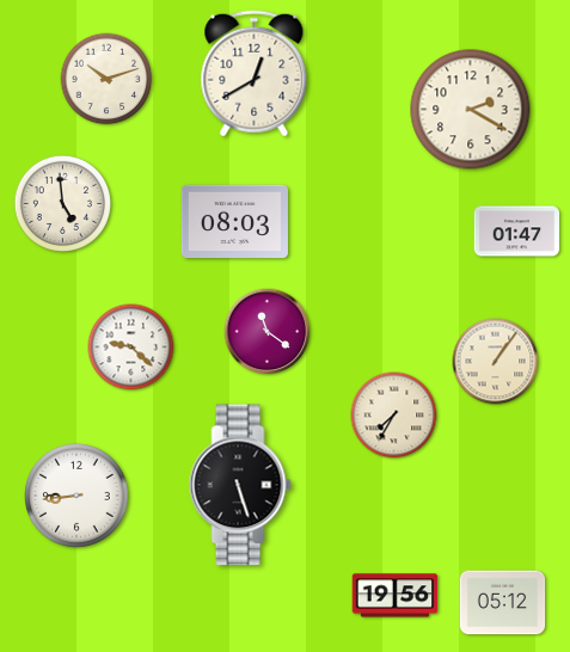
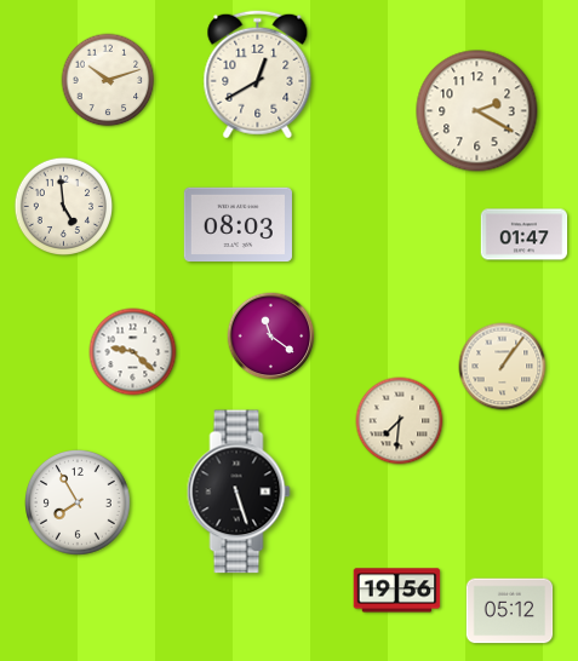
clock at (394, 416): 7:35 -> 7:31
clock at (240, 485) position: (240, 485) -> (239, 492)
clock at (78, 497): 8:44 -> 7:55
clock at (396, 596) position: (396, 596) -> (397, 591)
